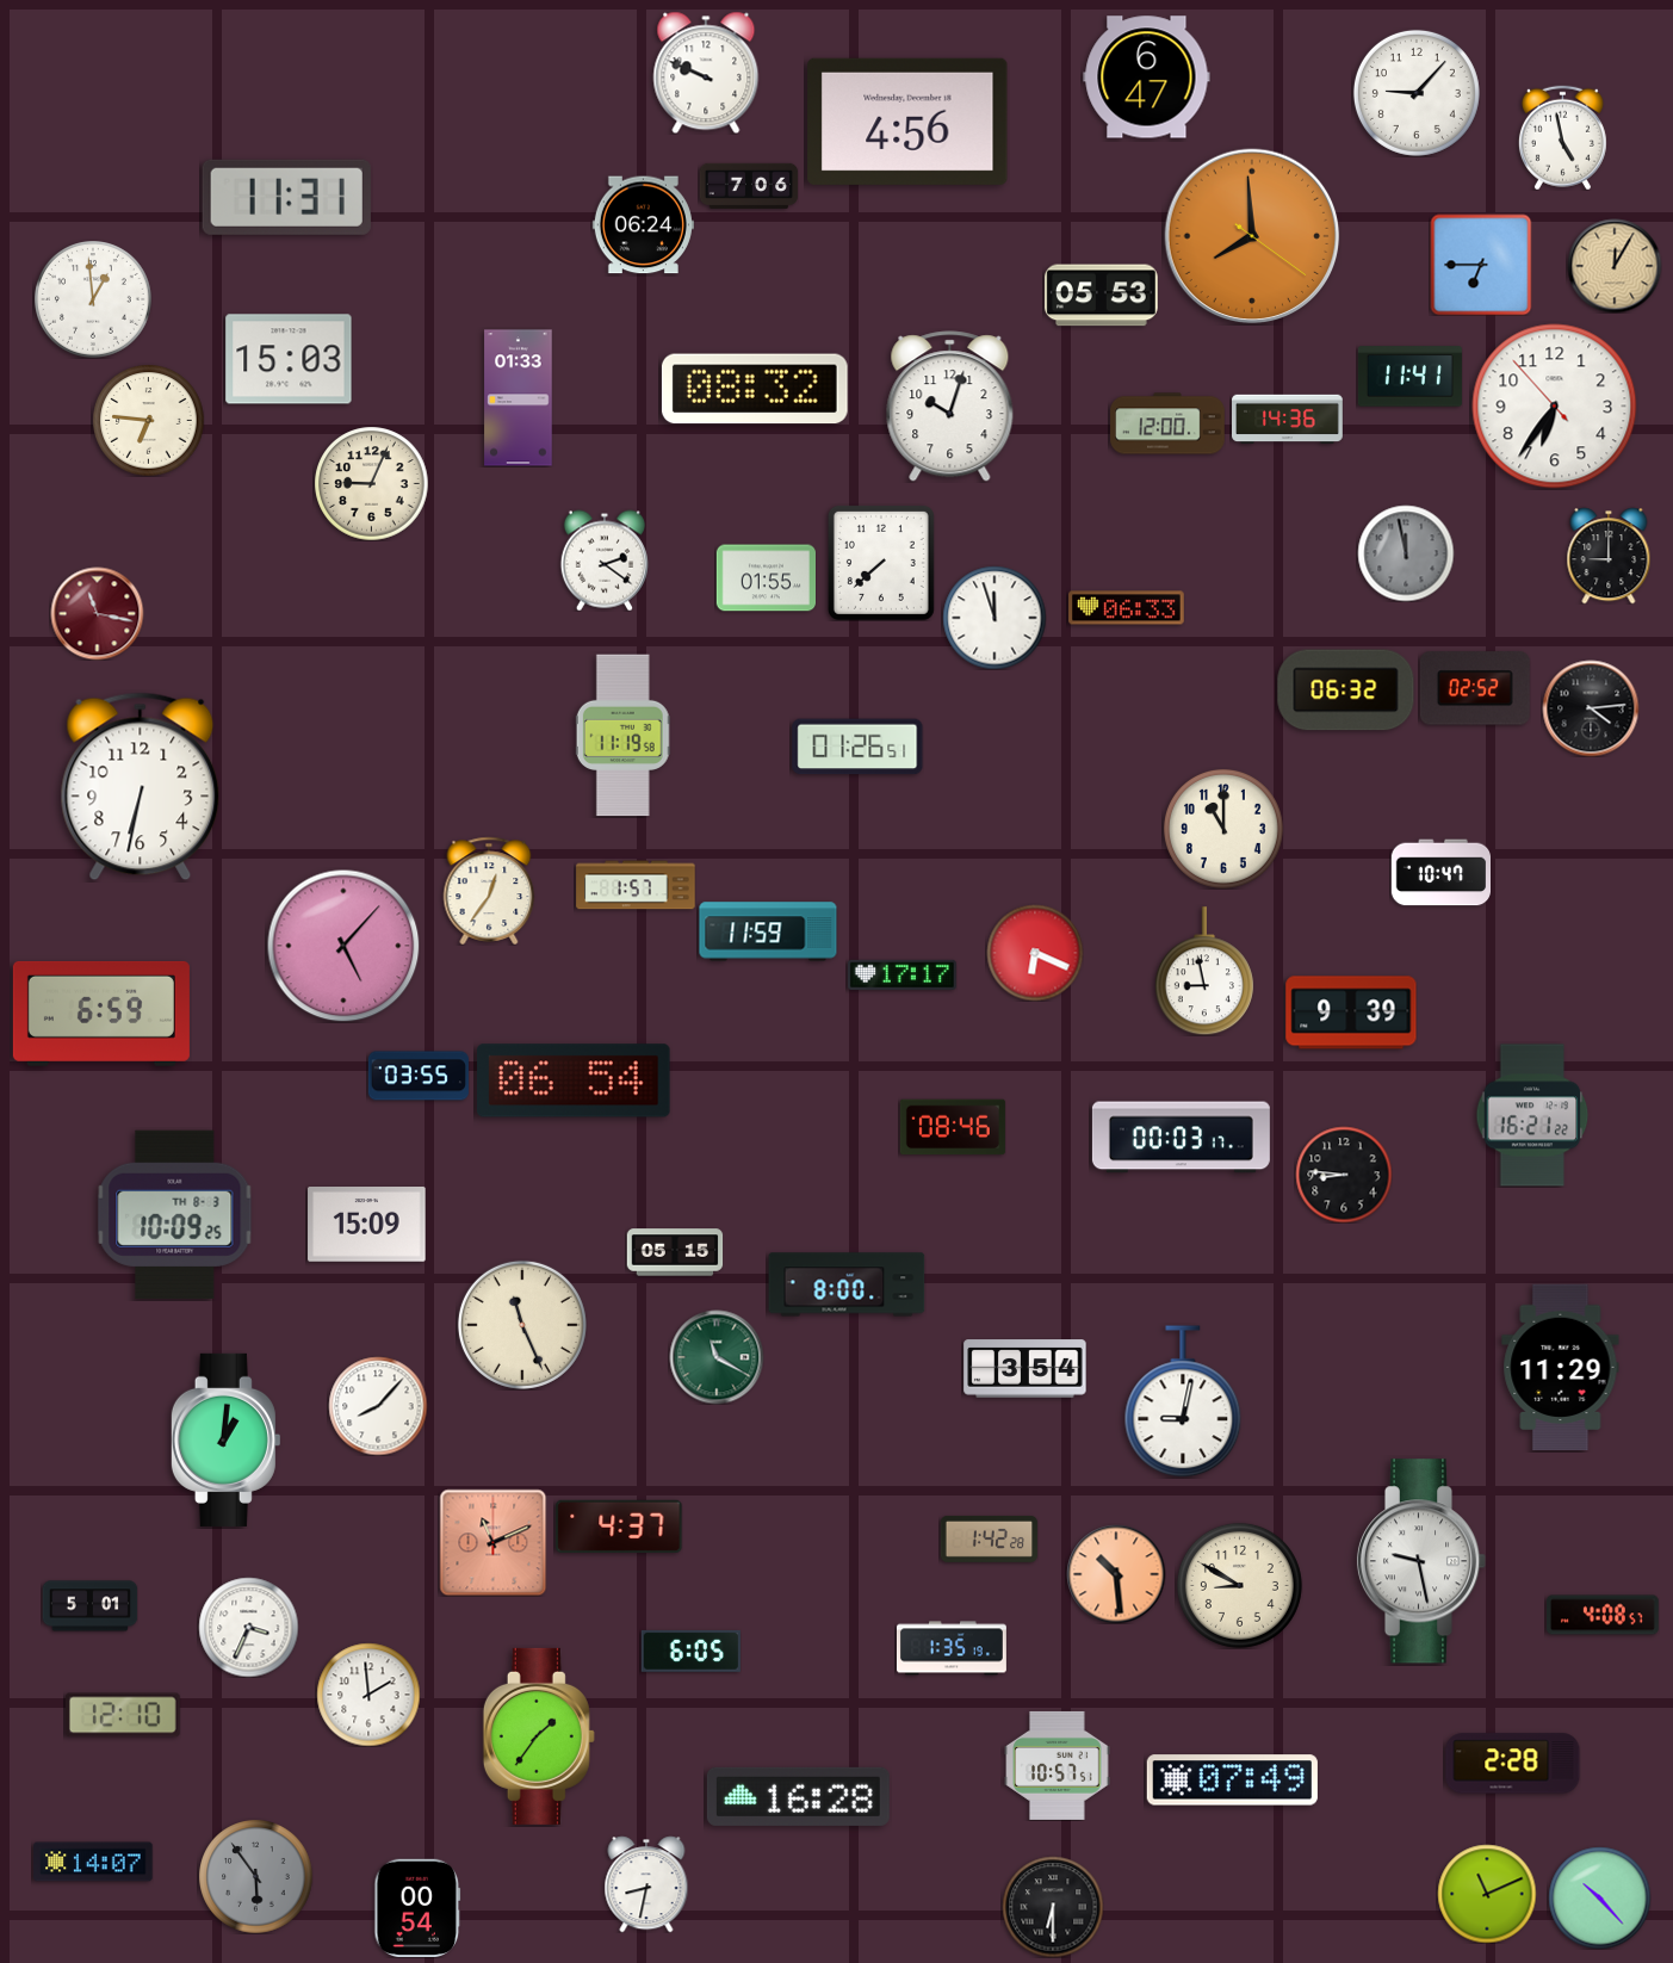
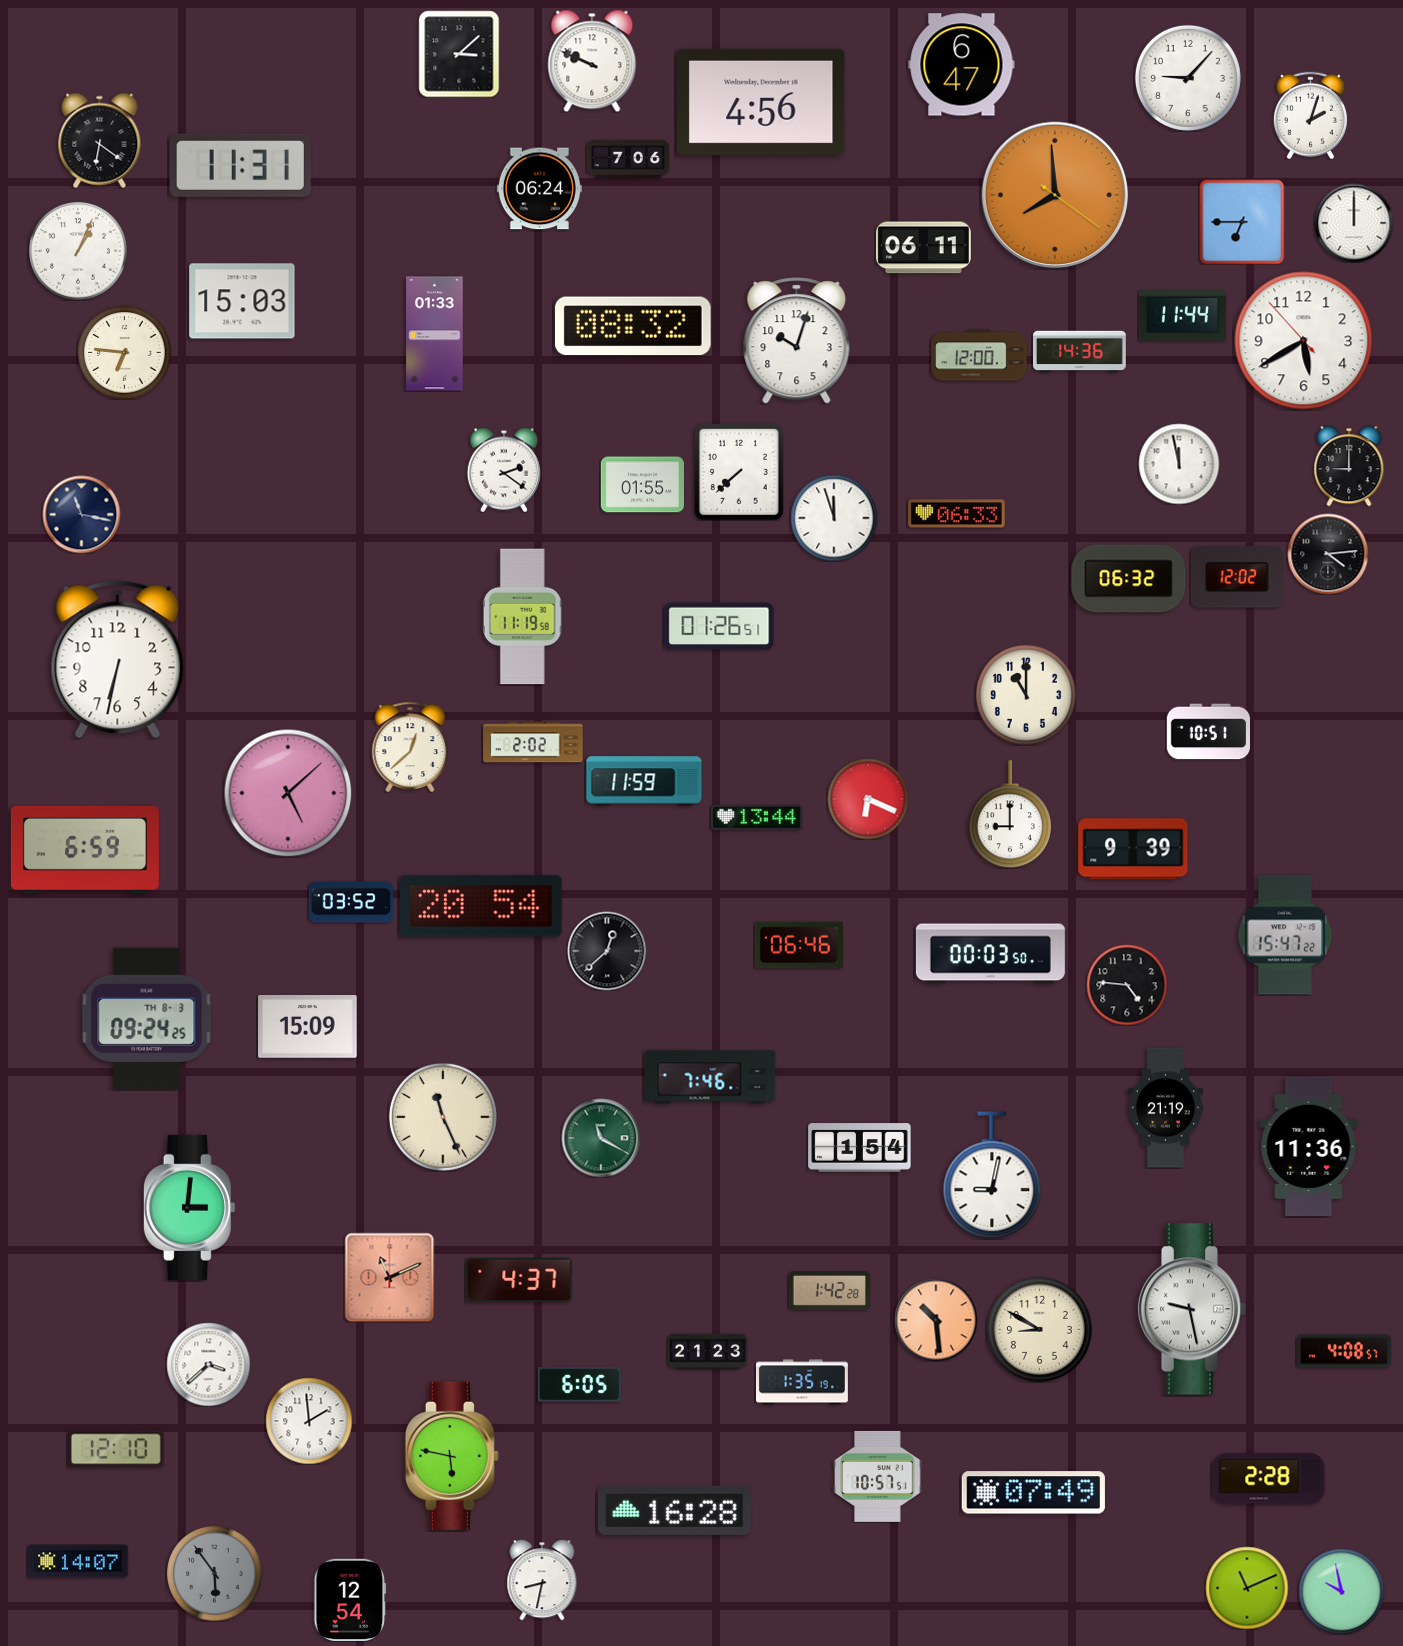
clock at (459, 54): none -> 3:08
clock at (1562, 137): 4:58 -> 2:03
clock at (100, 140): none -> 6:21
clock at (749, 185) position: (749, 185) -> (628, 158)
clock at (1252, 236) position: (1252, 236) -> (1055, 195)
clock at (1615, 266): 12:05 -> 12:00
clock at (1615, 266) dial: champagne -> white
clock at (1101, 296): 05:53 -> 06:11
clock at (94, 301): 12:59 -> 1:04
clock at (1409, 377): 11:41 -> 11:44
clock at (1555, 407): 6:35 -> 5:39
clock at (371, 483): 9:04 -> none
clock at (1406, 553) dial: grey -> white
clock at (605, 561) position: (605, 561) -> (504, 470)
clock at (1127, 608) position: (1127, 608) -> (957, 514)
clock at (97, 613) dial: burgundy -> navy
clock at (1475, 688): 02:52 -> 12:02
clock at (1591, 708) position: (1591, 708) -> (1328, 554)
clock at (1440, 873): 10:47 -> 10:51
clock at (636, 885): 1:57 -> 2:02
clock at (489, 891): 12:36 -> 12:38
clock at (343, 946): 5:07 -> 5:08
clock at (1204, 971): 8:58 -> 9:00
clock at (901, 974): 17:17 -> 13:44
clock at (419, 1076): 03:55 -> 03:52
clock at (574, 1080): 06:54 -> 20:54
clock at (1532, 1115): 16:21 -> 15:47
clock at (953, 1127): 08:46 -> 06:46
clock at (607, 951): none -> 12:38
clock at (1181, 1138): 00:03:17 -> 00:03:50
clock at (1344, 1175): 8:46 -> 4:46
clock at (175, 1214): 10:09 -> 09:24
clock at (675, 1252): 05:15 -> none
clock at (847, 1284): 8:00 -> 7:46
clock at (1165, 1108): none -> 21:19
clock at (522, 1325) position: (522, 1325) -> (443, 1117)
clock at (1561, 1368): 11:29 -> 11:36
clock at (1026, 1369): 3:54 -> 1:54
clock at (378, 1406): 8:07 -> none
clock at (225, 1439): 1:01 -> 3:01
clock at (492, 1542) position: (492, 1542) -> (389, 1277)
clock at (89, 1606): 5:01 -> none
clock at (707, 1352): none -> 21:23
clock at (1604, 1615) position: (1604, 1615) -> (1345, 1351)
clock at (248, 1627): 3:34 -> 3:38
clock at (953, 1648) position: (953, 1648) -> (803, 1382)
clock at (123, 1715) position: (123, 1715) -> (116, 1449)
clock at (539, 1736): 1:36 -> 5:47
clock at (1058, 1765) position: (1058, 1765) -> (878, 1476)
clock at (798, 1796) position: (798, 1796) -> (674, 1510)
clock at (1599, 1897): 10:23 -> 9:58
clock at (417, 1907): 00:54 -> 12:54
clock at (1053, 1907): 6:30 -> none
